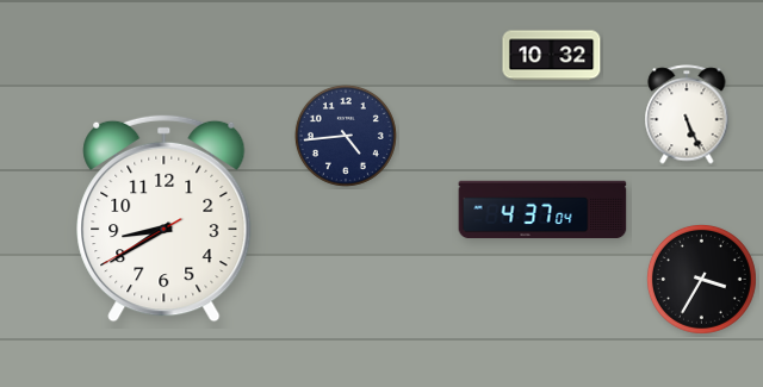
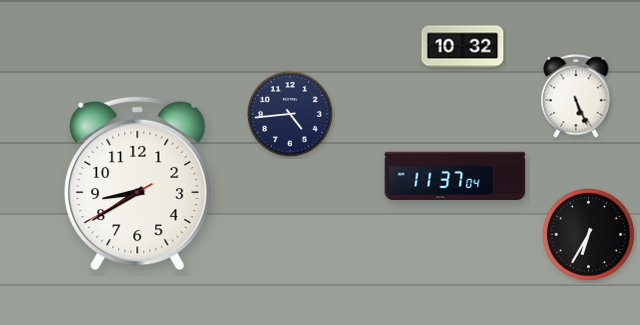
clock at (542, 210): 4:37 -> 11:37
clock at (701, 279): 3:35 -> 6:35
